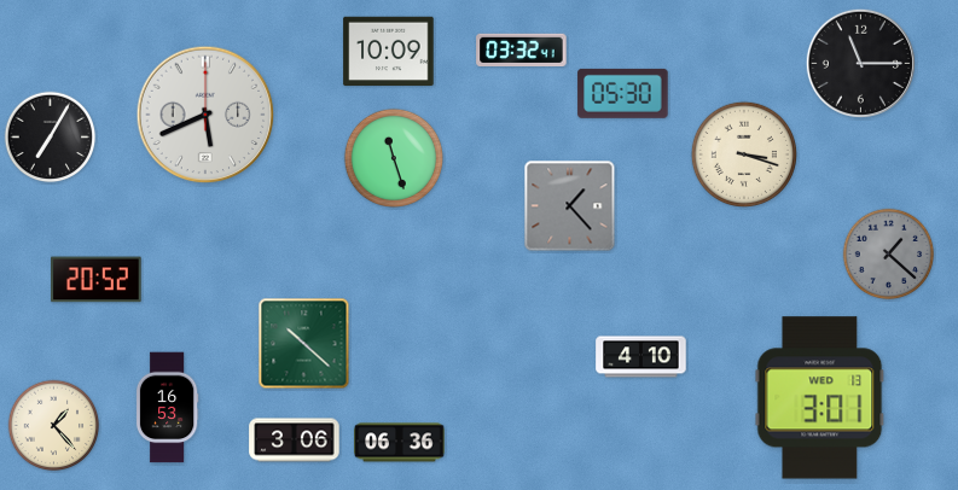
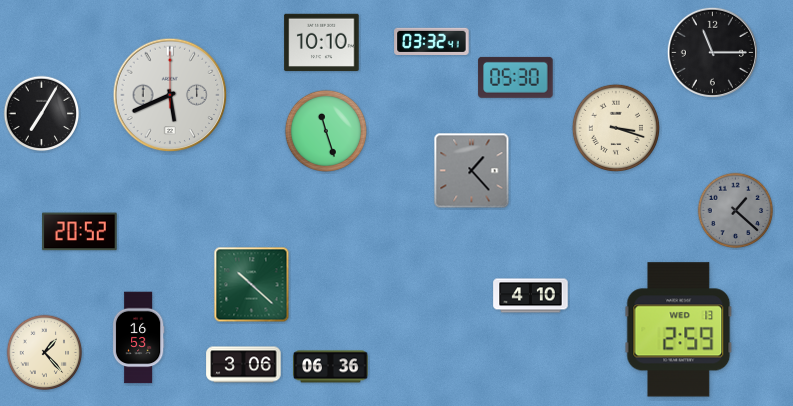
clock at (389, 52): 10:09 -> 10:10
clock at (820, 398): 3:01 -> 2:59
